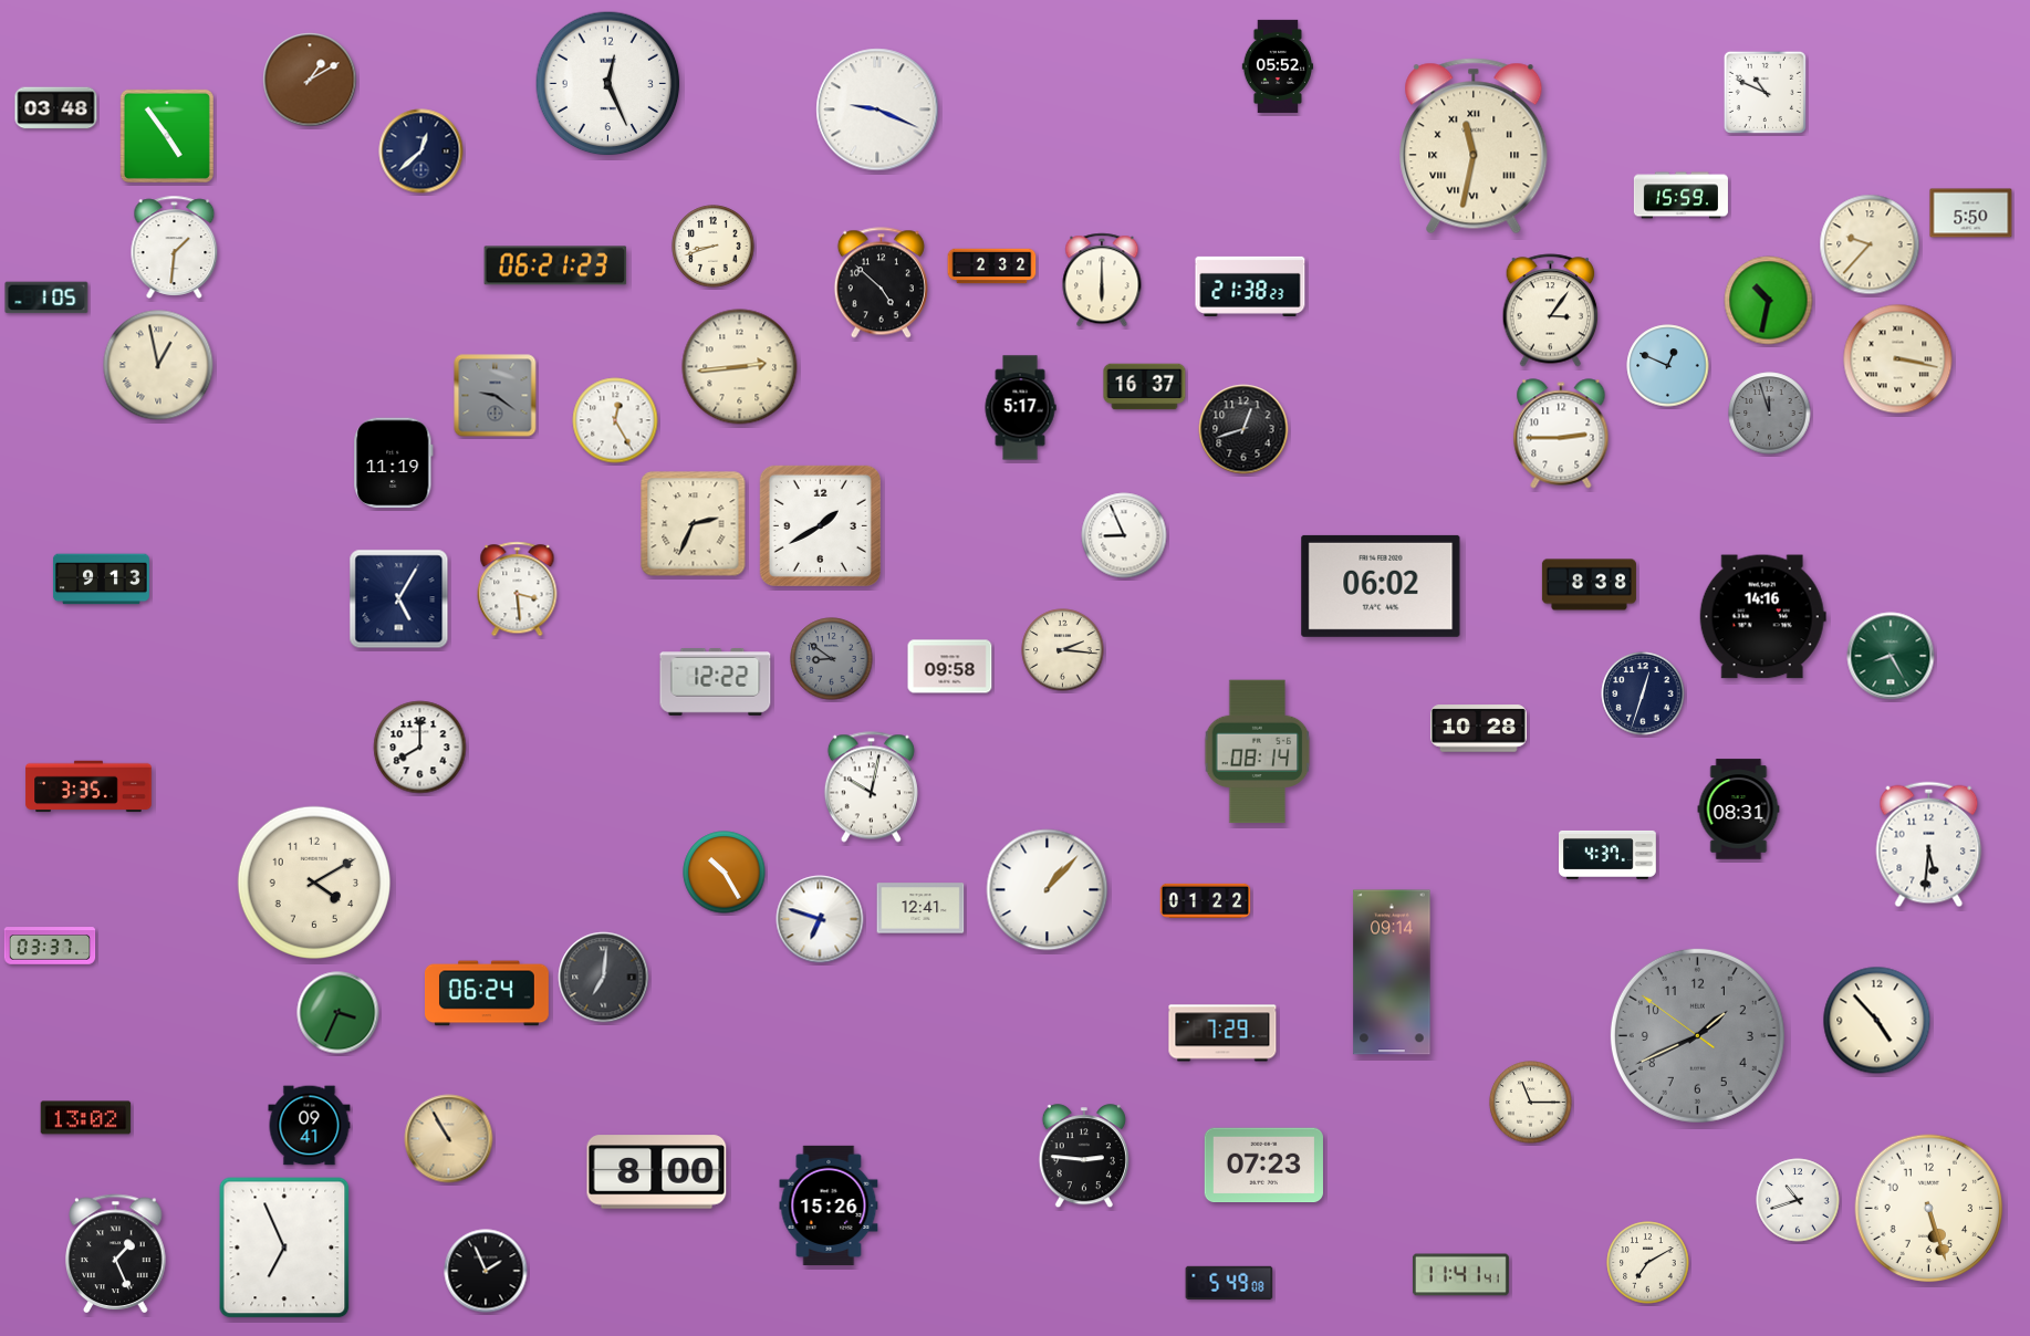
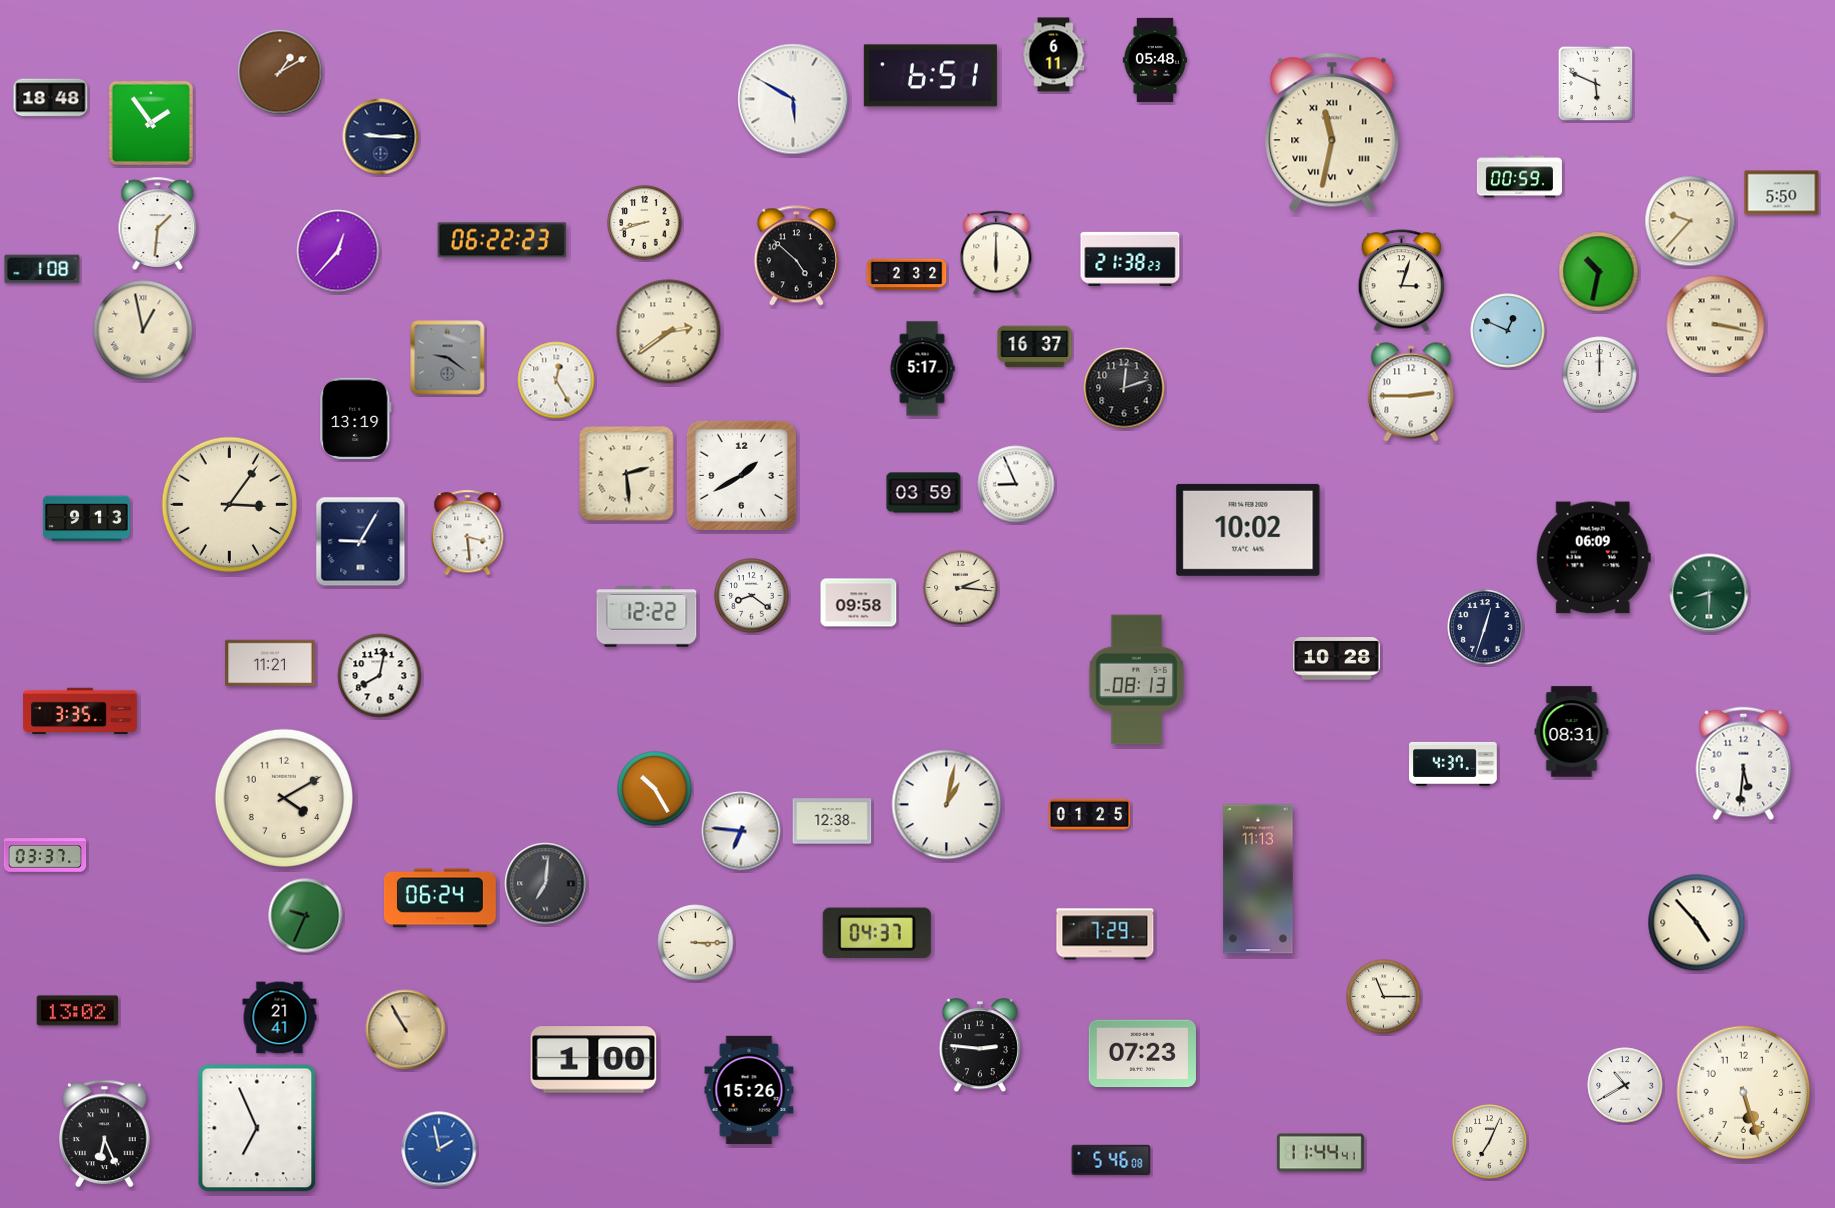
clock at (1054, 55): none -> 6:11
clock at (1277, 66): 05:52 -> 05:48
clock at (608, 84): 12:26 -> none
clock at (930, 76): none -> 6:51
clock at (1764, 92): 10:49 -> 5:49
clock at (56, 108): 03:48 -> 18:48
clock at (877, 109): 9:19 -> 5:50
clock at (167, 136): 4:54 -> 1:54
clock at (421, 152): 12:38 -> 9:15
clock at (1680, 196): 15:59 -> 00:59
clock at (555, 265): 06:21 -> 06:22
clock at (992, 267) position: (992, 267) -> (907, 275)
clock at (338, 251): none -> 12:37
clock at (46, 298): 1:05 -> 1:08
clock at (1551, 311): 3:06 -> 3:03
clock at (740, 367): 2:44 -> 2:39
clock at (1145, 387) position: (1145, 387) -> (1035, 347)
clock at (1770, 414): 11:57 -> 12:00
clock at (1770, 414) dial: grey -> white
clock at (1243, 429): 12:42 -> 12:12
clock at (394, 463): 11:19 -> 13:19
clock at (694, 524): 2:34 -> 2:29
clock at (924, 493): none -> 03:59
clock at (230, 505): none -> 3:06
clock at (101, 580) position: (101, 580) -> (86, 519)
clock at (1589, 585): 8:38 -> none
clock at (1381, 586): 06:02 -> 10:02
clock at (399, 599): 5:05 -> 9:05
clock at (1762, 617): 14:16 -> 06:09
clock at (1891, 656): 8:25 -> 8:30
clock at (832, 659): 8:51 -> 8:21
clock at (832, 659) dial: grey -> white
clock at (270, 662): none -> 11:21
clock at (420, 748): 8:00 -> 8:02
clock at (1258, 752): 08:14 -> 08:13
clock at (871, 787): 10:02 -> none
clock at (1609, 855) position: (1609, 855) -> (1454, 764)
clock at (1048, 890): 1:07 -> 1:02
clock at (1206, 900): 01:22 -> 01:25
clock at (920, 908): 12:41 -> 12:38
clock at (820, 919): 6:48 -> 6:46
clock at (1392, 972): 09:14 -> 11:13
clock at (339, 1013): 3:34 -> 9:34
clock at (877, 932): none -> 04:37
clock at (1697, 1035): 1:40 -> none
clock at (696, 943): none -> 3:15
clock at (310, 1126): 09:41 -> 21:41
clock at (657, 1172): 8:00 -> 1:00
clock at (1798, 1200): 10:42 -> 10:40
clock at (116, 1253): 1:26 -> 6:26
clock at (1648, 1263): 7:10 -> 7:04
clock at (486, 1271): 1:56 -> 1:58
clock at (486, 1271) dial: black -> blue
clock at (1460, 1275): 11:41 -> 11:44
clock at (1229, 1283): 5:49 -> 5:46
